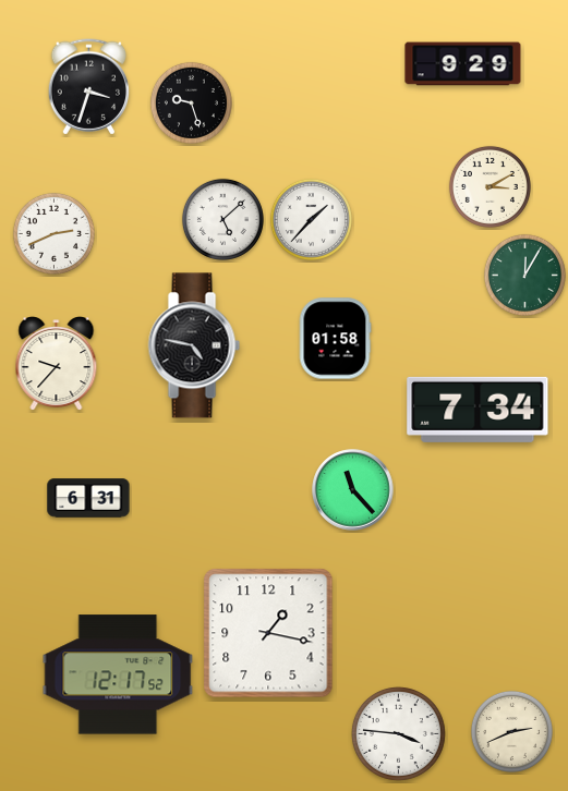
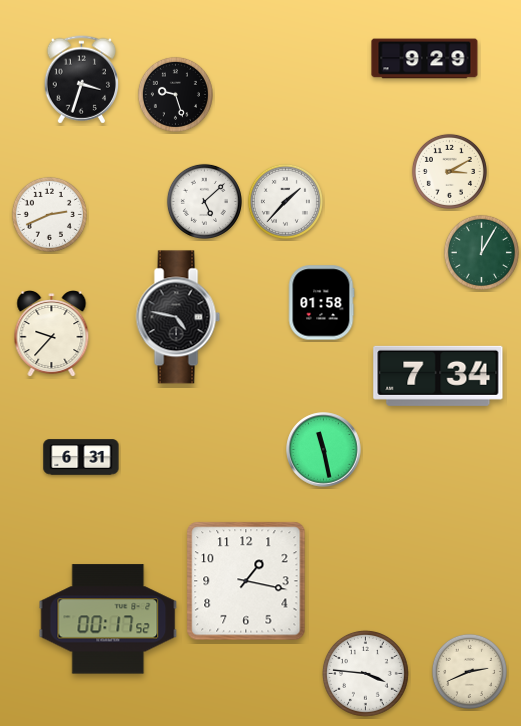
clock at (335, 339) position: (335, 339) -> (321, 303)
clock at (353, 490): 11:23 -> 11:28
clock at (118, 674): 12:17 -> 00:17
